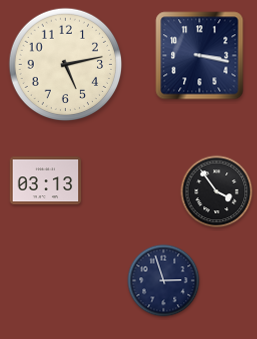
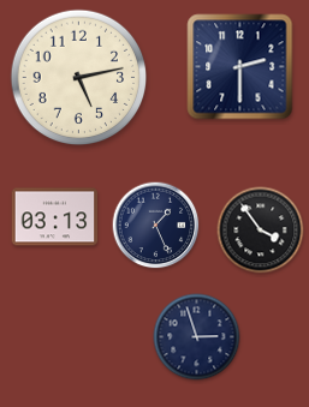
clock at (200, 56): 3:17 -> 2:30
clock at (156, 226): none -> 1:26
